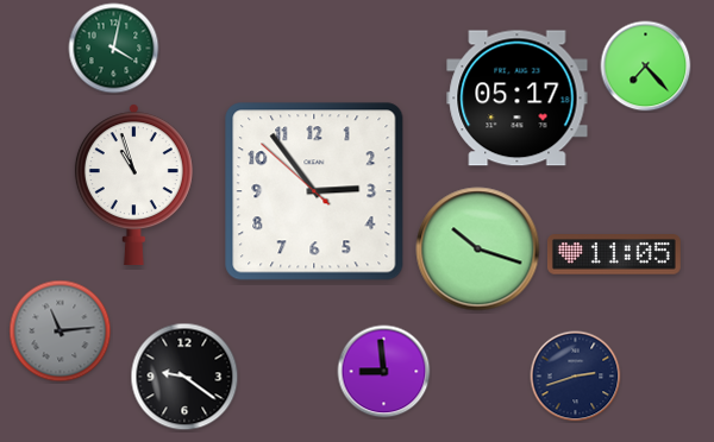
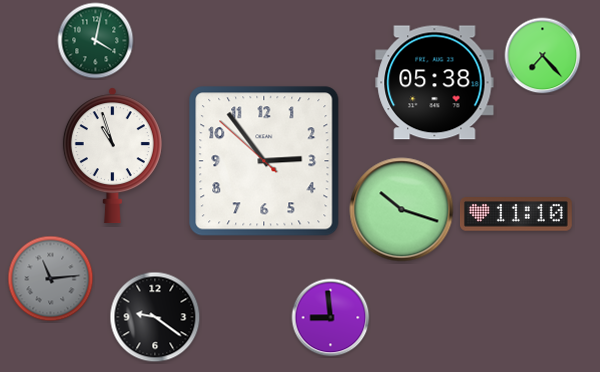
clock at (518, 99): 05:17 -> 05:38
clock at (614, 254): 11:05 -> 11:10
clock at (384, 372) position: (384, 372) -> (331, 318)
clock at (576, 377): 2:42 -> none
